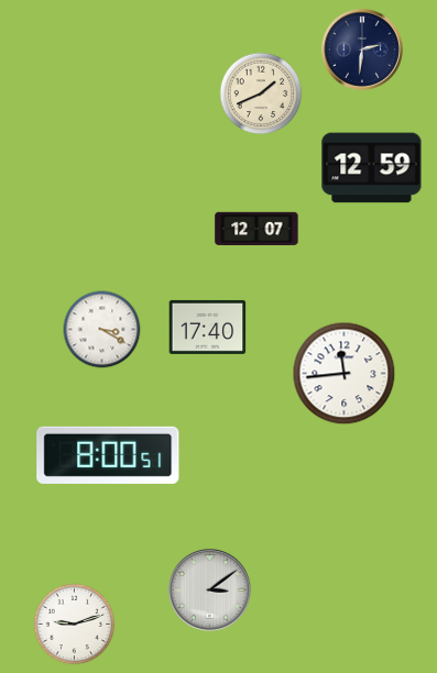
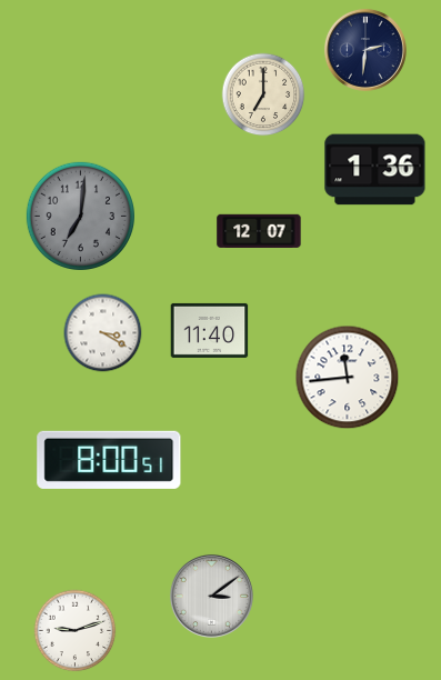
clock at (261, 93): 1:41 -> 7:00
clock at (372, 168): 12:59 -> 1:36
clock at (80, 216): none -> 7:01
clock at (208, 327): 17:40 -> 11:40
